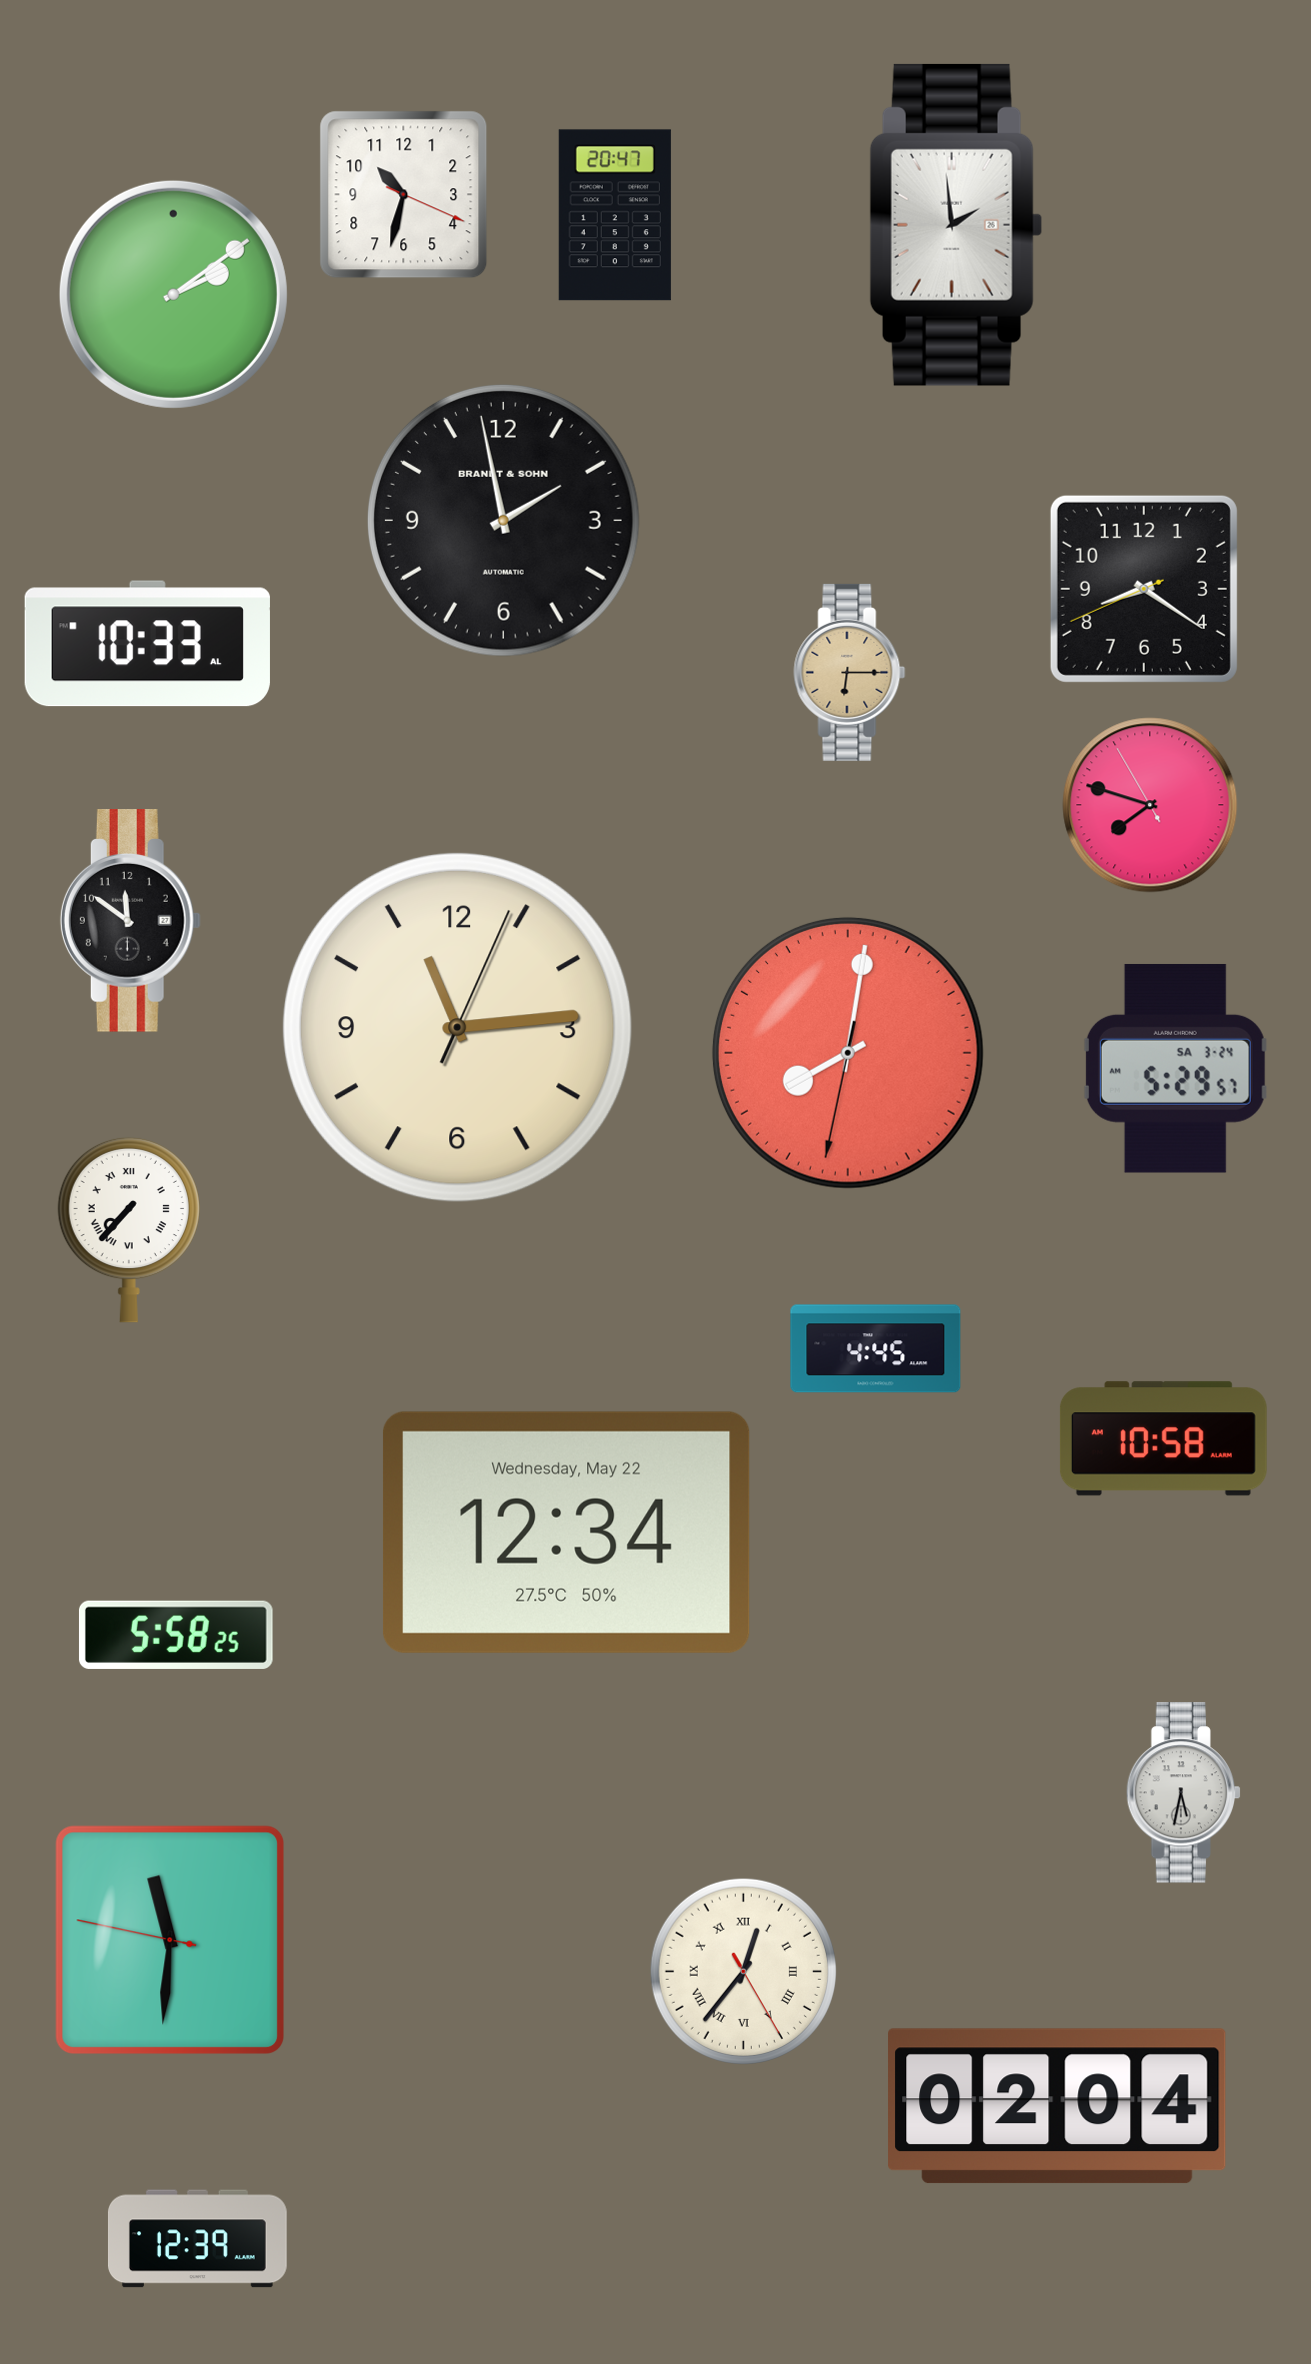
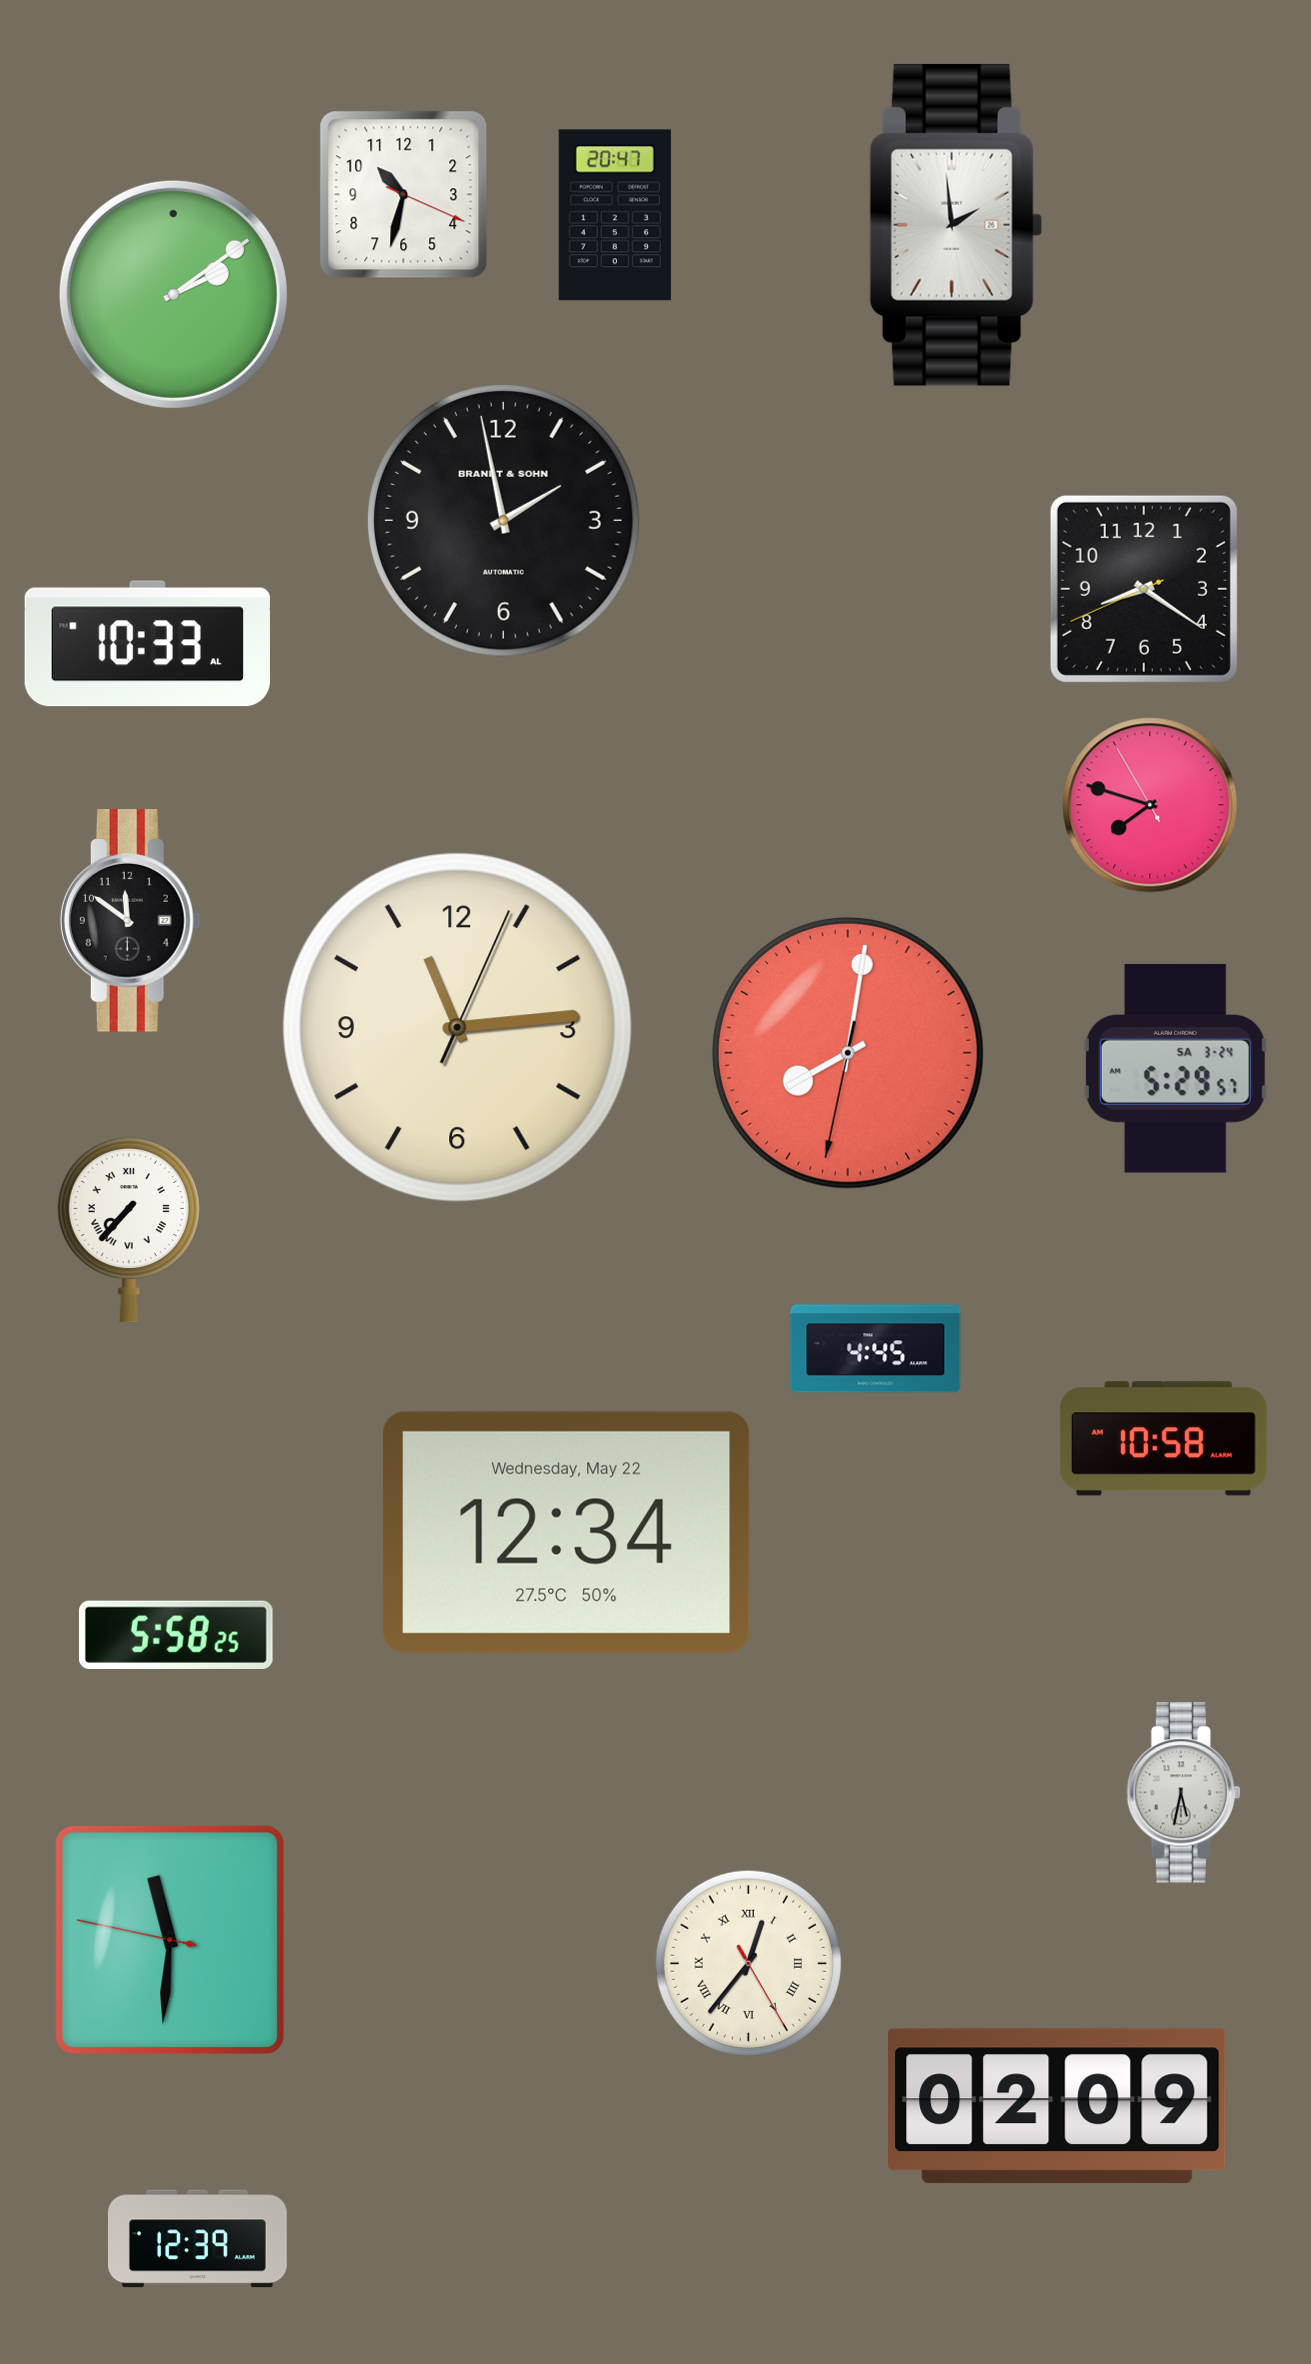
clock at (850, 672): 6:15 -> none
clock at (743, 1971) position: (743, 1971) -> (748, 1963)
clock at (1057, 2106): 02:04 -> 02:09
